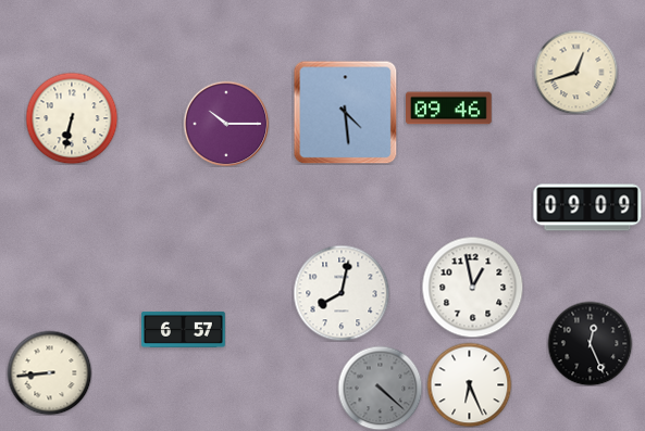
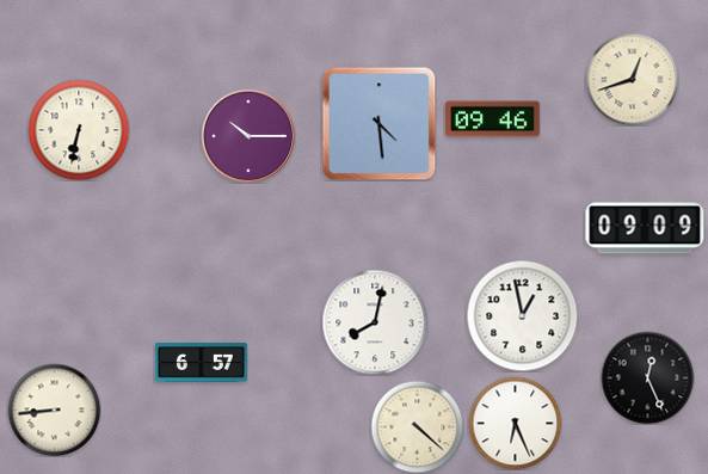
clock at (472, 287) position: (472, 287) -> (522, 315)
clock at (380, 388) dial: grey -> cream
